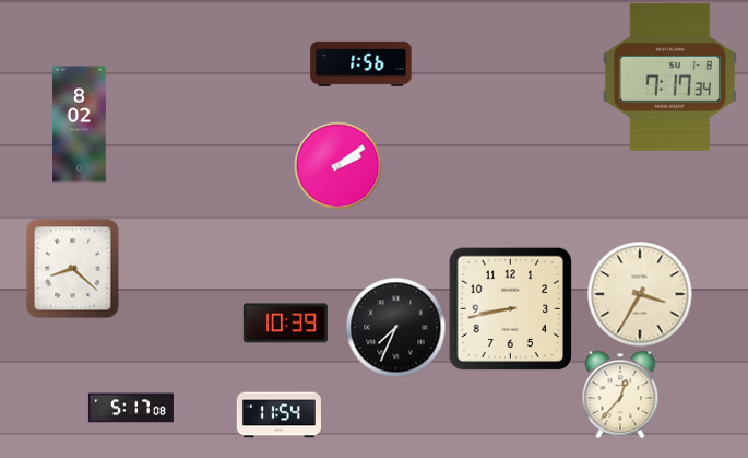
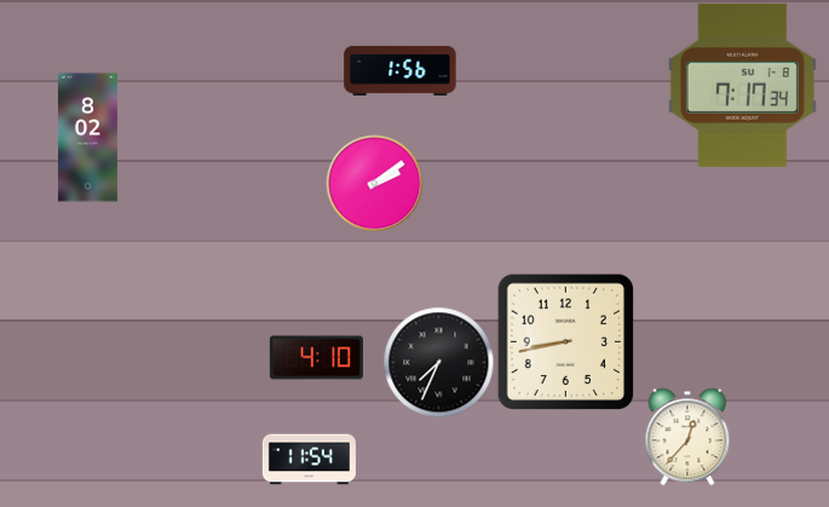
clock at (73, 268): 8:22 -> none
clock at (640, 294): 3:35 -> none
clock at (285, 324): 10:39 -> 4:10
clock at (131, 408): 5:17 -> none
